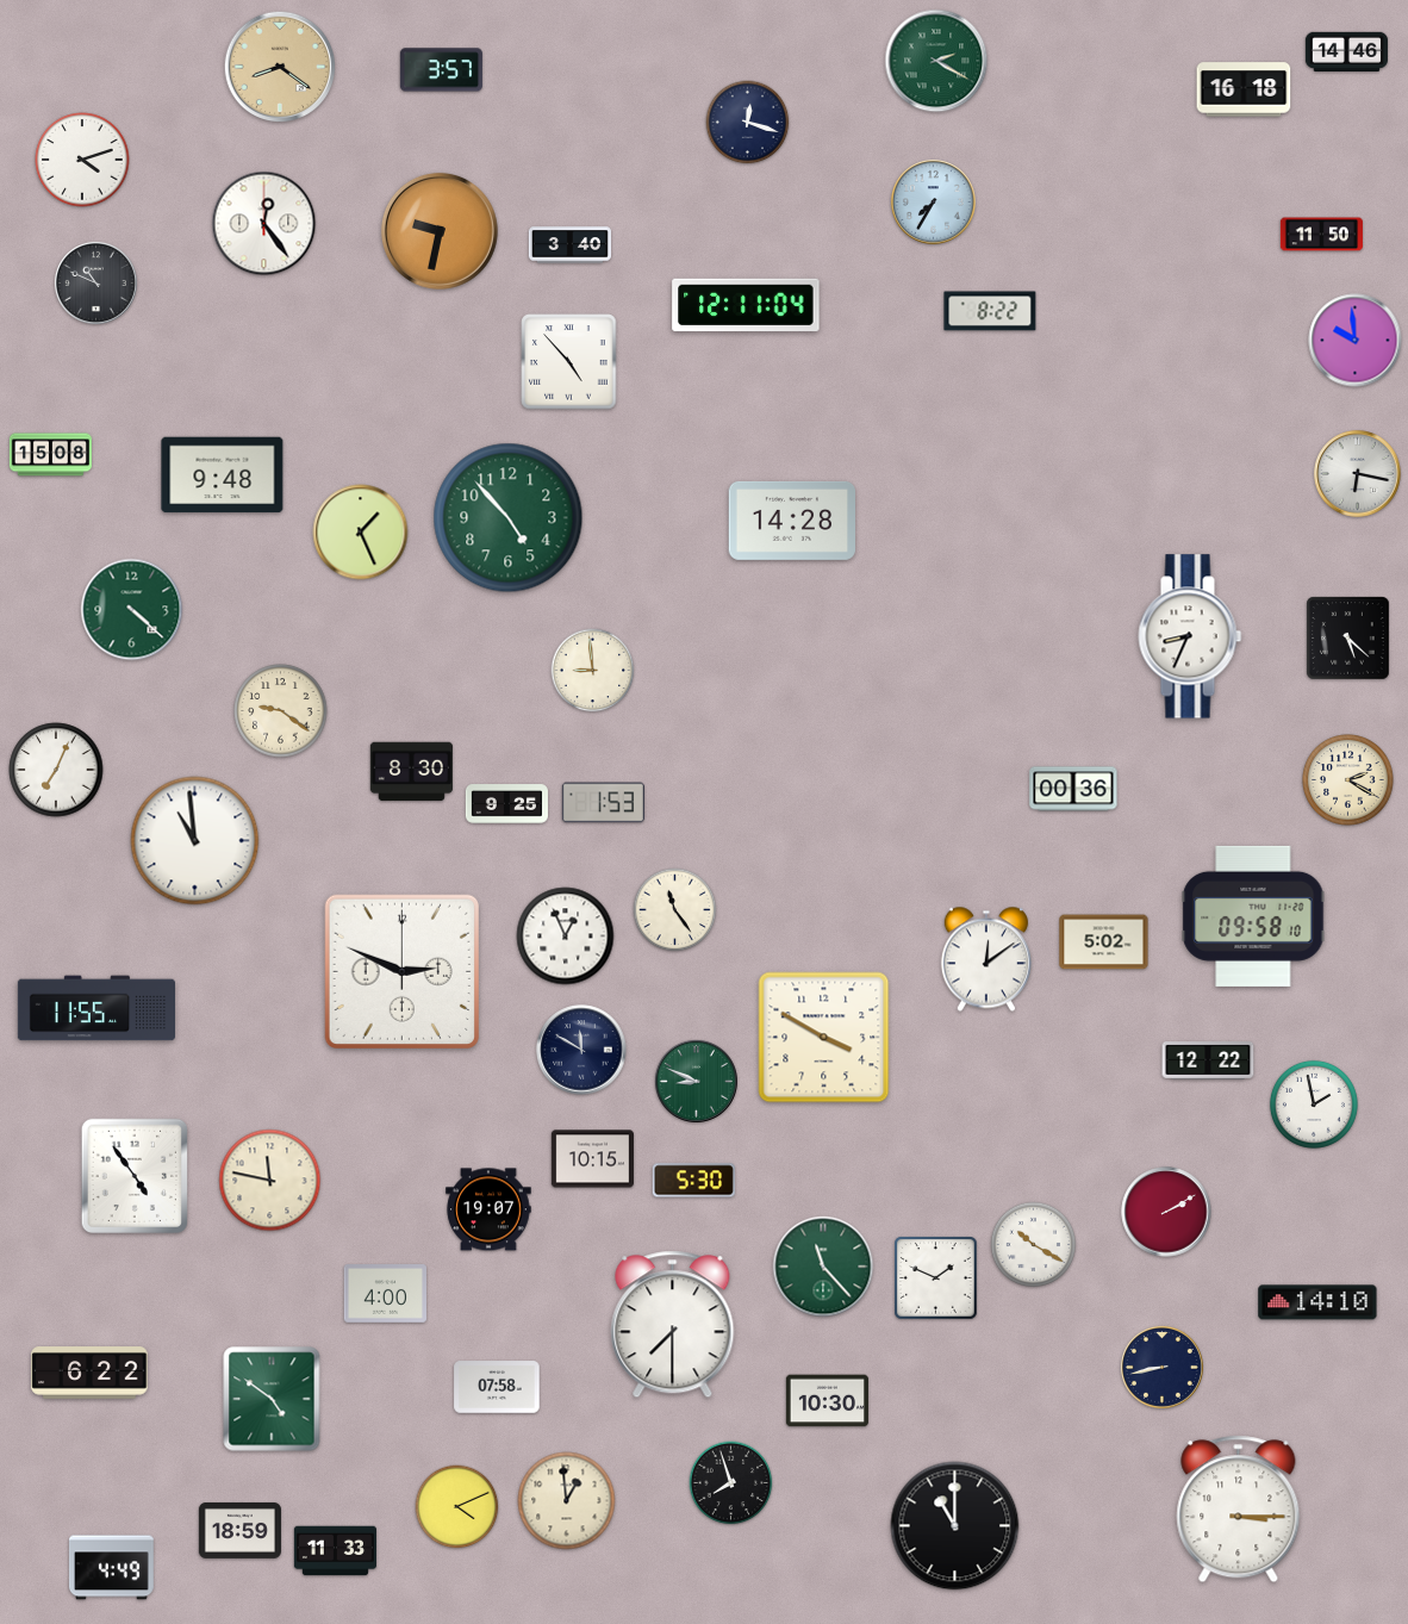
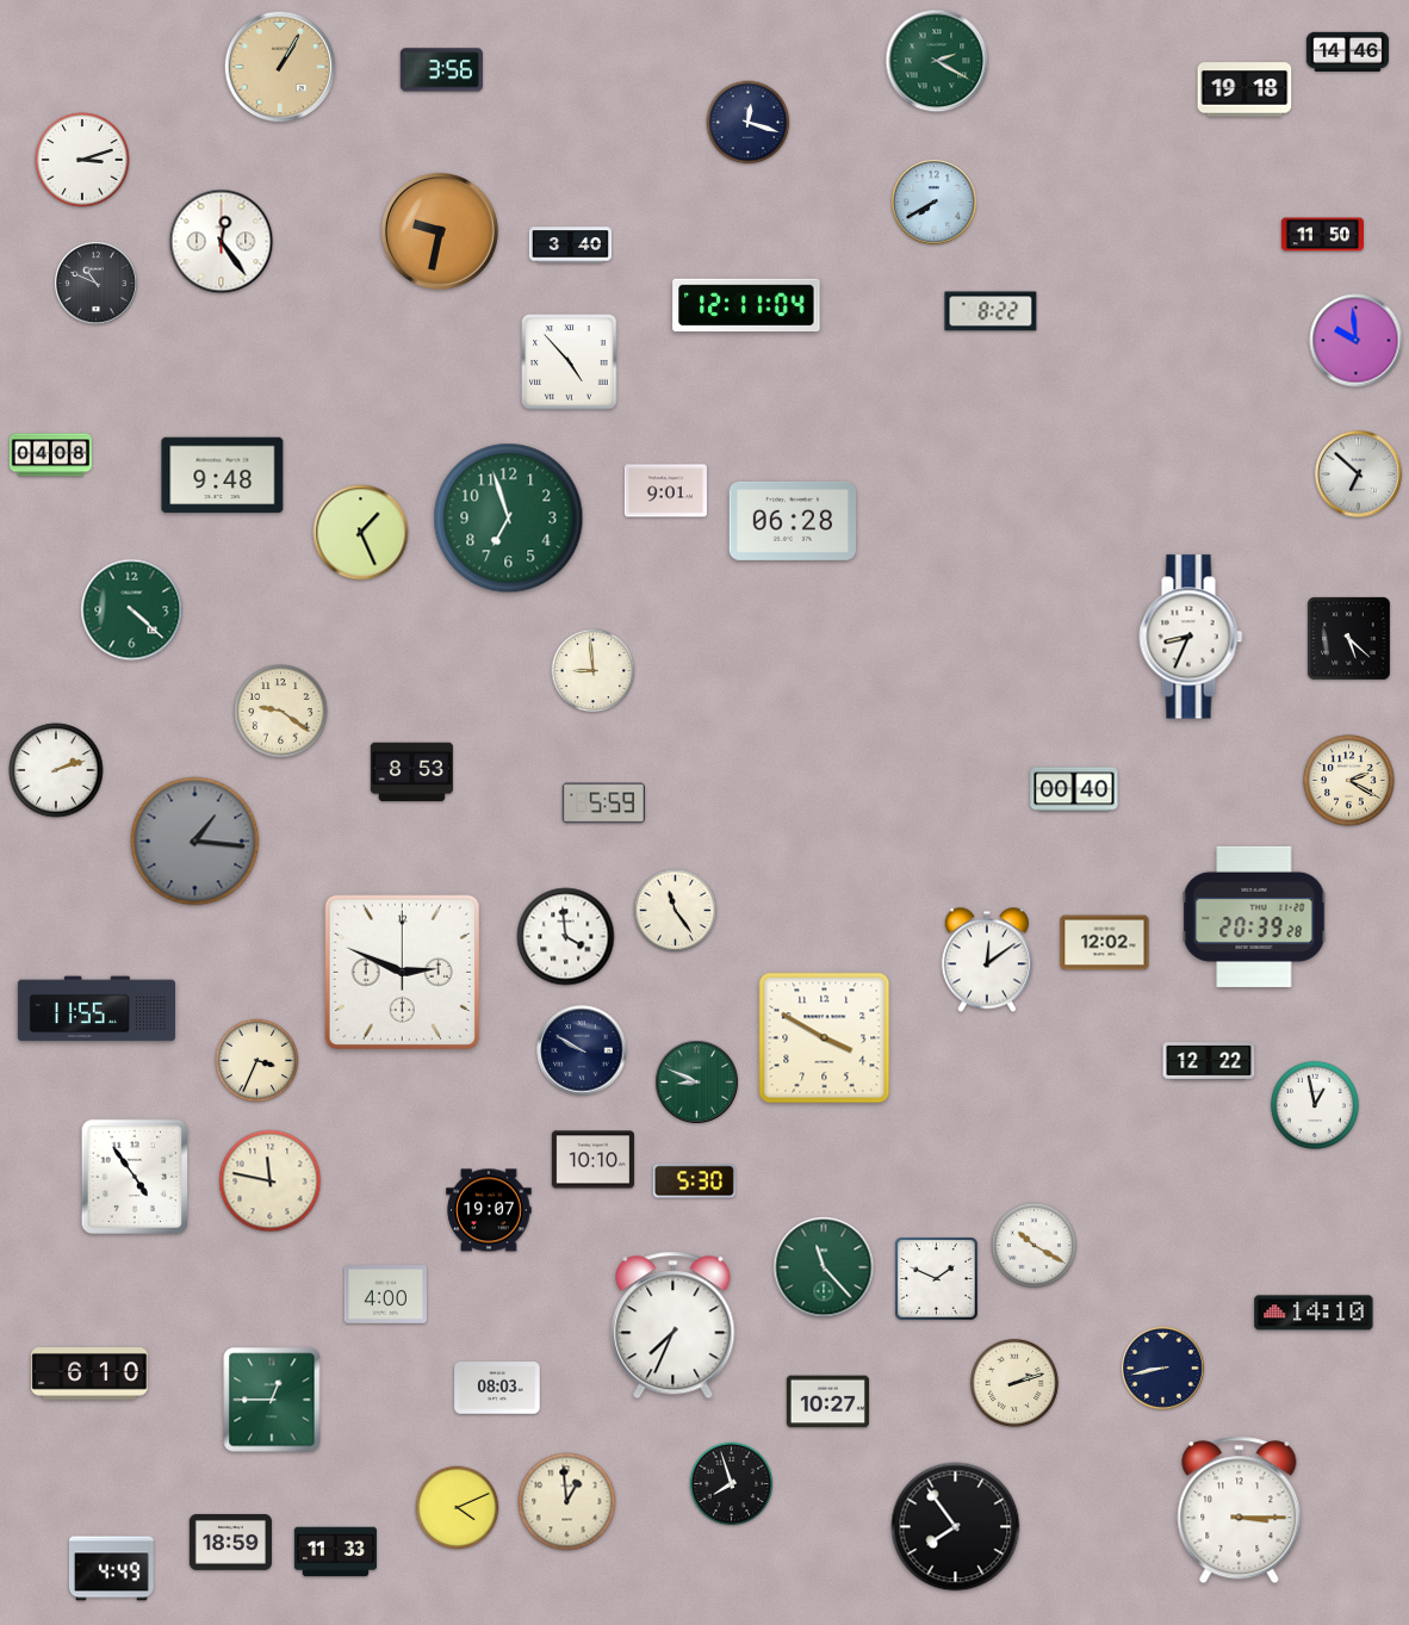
clock at (280, 67): 8:21 -> 1:05
clock at (441, 70): 3:57 -> 3:56
clock at (1244, 89): 16:18 -> 19:18
clock at (82, 160): 4:12 -> 3:12
clock at (934, 203): 7:35 -> 7:40
clock at (264, 224) position: (264, 224) -> (222, 242)
clock at (50, 455): 15:08 -> 04:08
clock at (1358, 474): 6:17 -> 6:52
clock at (665, 491): none -> 9:01
clock at (509, 518): 4:53 -> 6:57
clock at (791, 521): 14:28 -> 06:28
clock at (56, 770): 7:04 -> 2:12
clock at (411, 772): 8:30 -> 8:53
clock at (1073, 789): 00:36 -> 00:40
clock at (603, 803): 1:53 -> 5:59
clock at (506, 804): 9:25 -> none
clock at (195, 841): 10:59 -> 1:16
clock at (195, 841) dial: white -> grey
clock at (1253, 916): 09:58 -> 20:39
clock at (566, 937): 12:56 -> 3:59
clock at (1104, 942): 5:02 -> 12:02
clock at (581, 1050): 11:50 -> 9:50
clock at (257, 1061): none -> 3:34
clock at (1314, 1105): 1:58 -> 12:58
clock at (592, 1159): 10:15 -> 10:10
clock at (1166, 1212): 2:10 -> none
clock at (1317, 1302) position: (1317, 1302) -> (1314, 1313)
clock at (673, 1325): 7:30 -> 7:34
clock at (89, 1373): 6:22 -> 6:10
clock at (1014, 1383): none -> 2:12
clock at (497, 1387): 07:58 -> 08:03
clock at (272, 1399): 4:51 -> 12:45
clock at (827, 1401): 10:30 -> 10:27
clock at (955, 1526): 11:00 -> 7:54
clock at (239, 1530) position: (239, 1530) -> (230, 1542)
